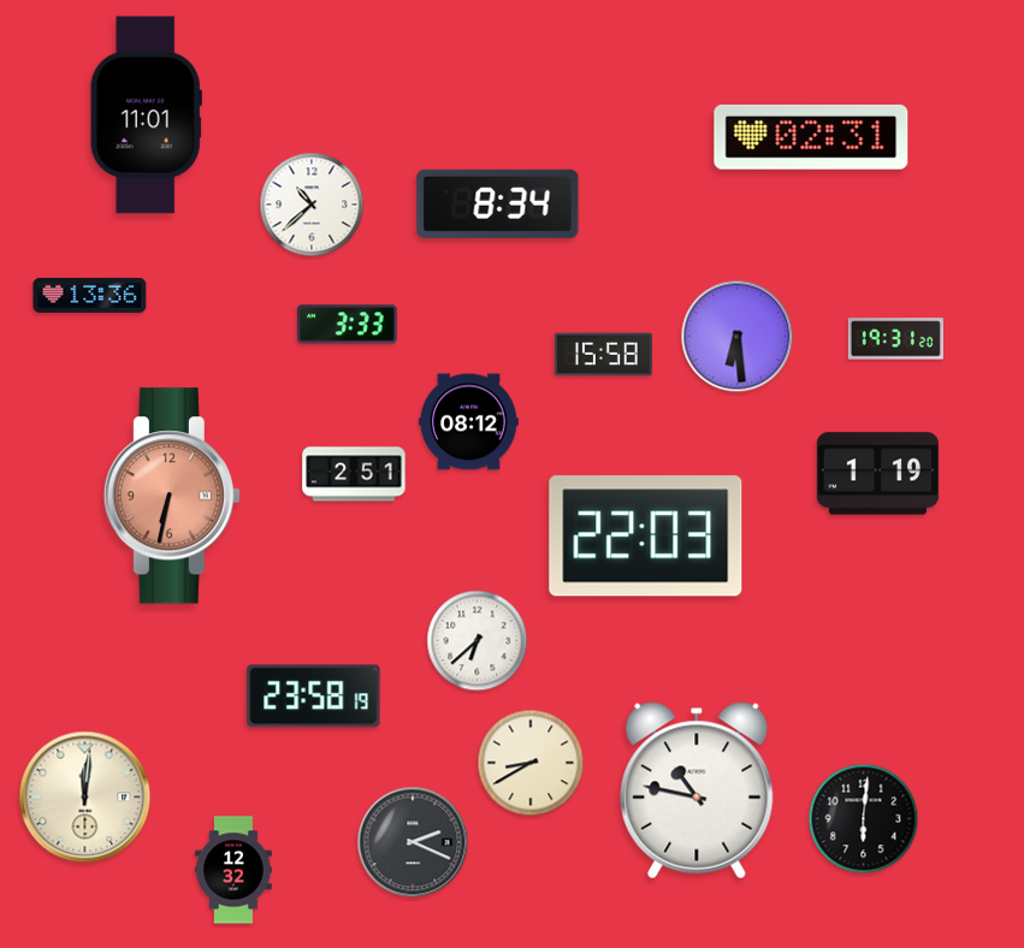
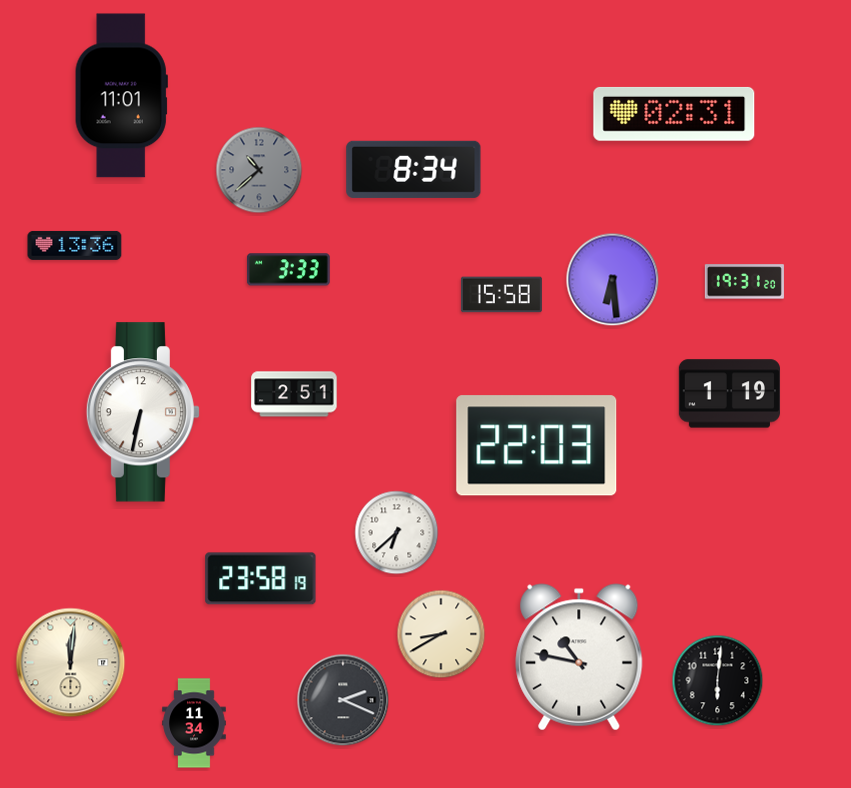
clock at (312, 205) dial: white -> grey
clock at (469, 422): 08:12 -> none
clock at (171, 496) dial: salmon -> white
clock at (233, 870): 12:32 -> 11:34
